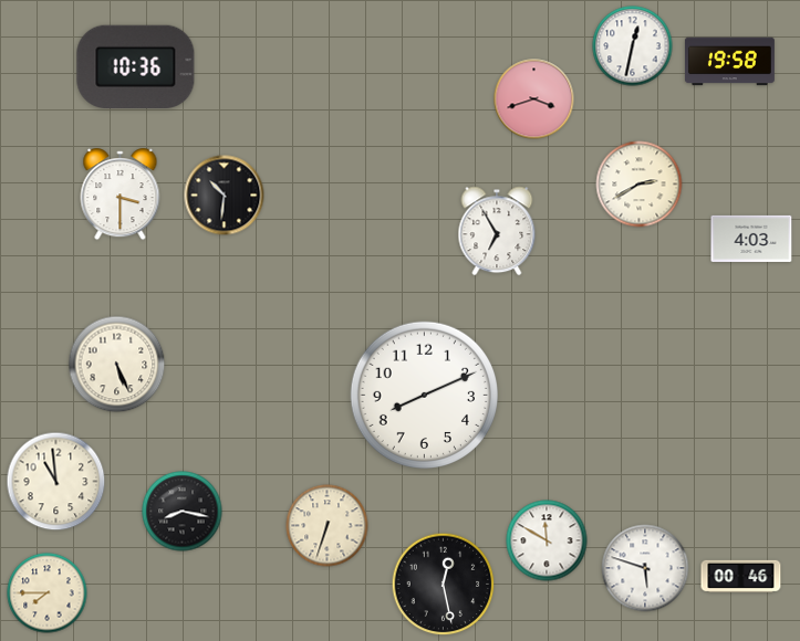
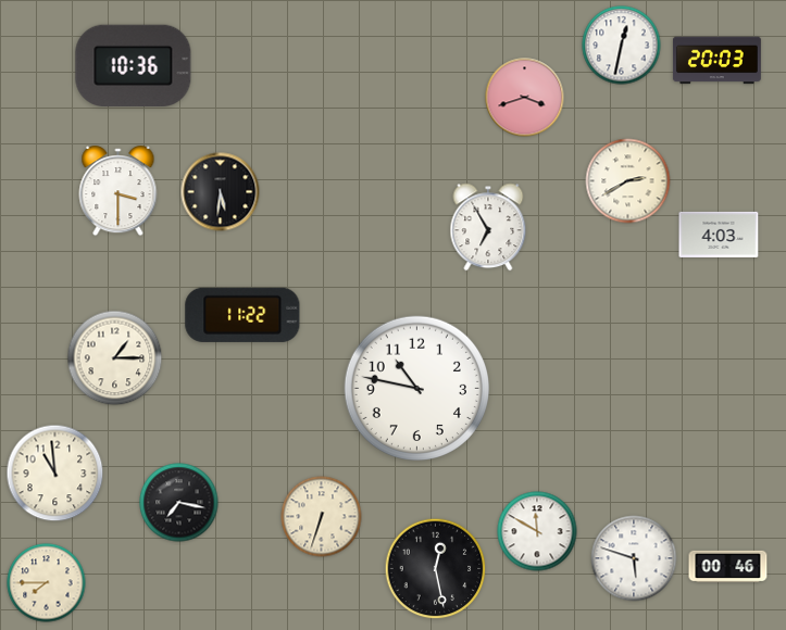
clock at (729, 62): 19:58 -> 20:03
clock at (225, 196): 10:31 -> 5:31
clock at (751, 239) position: (751, 239) -> (719, 235)
clock at (242, 315): none -> 11:22
clock at (117, 365): 5:26 -> 1:15
clock at (424, 395): 8:11 -> 10:47
clock at (183, 512): 8:17 -> 7:17
clock at (444, 585) position: (444, 585) -> (436, 569)
